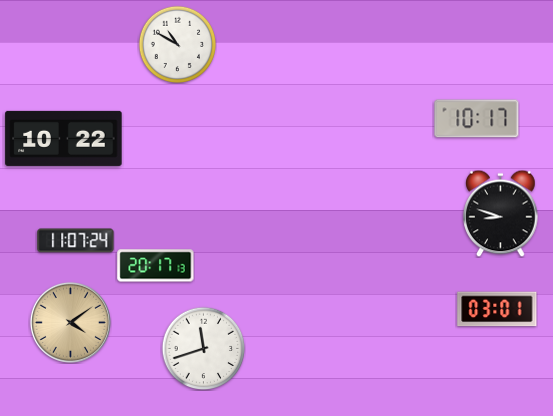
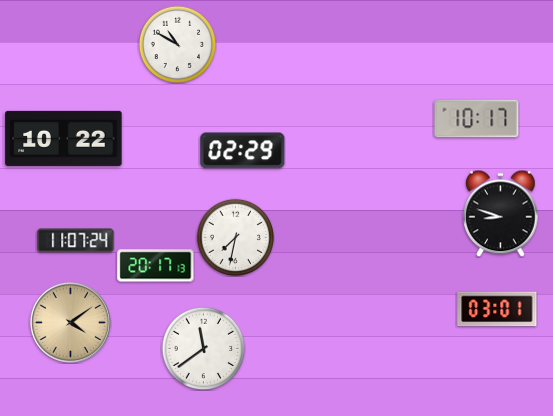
clock at (243, 151): none -> 02:29
clock at (235, 237): none -> 7:32
clock at (203, 348): 11:42 -> 11:39
